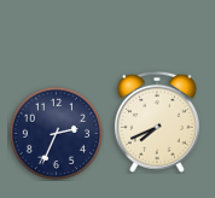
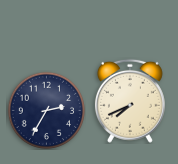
clock at (56, 133): 2:34 -> 2:35
